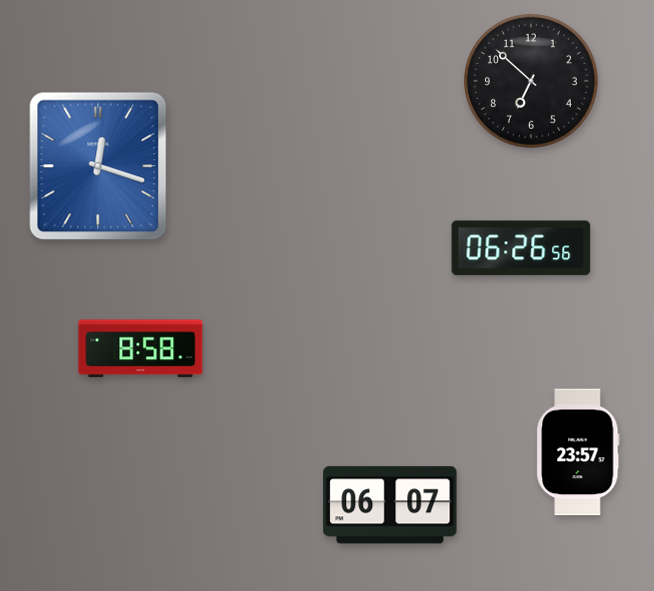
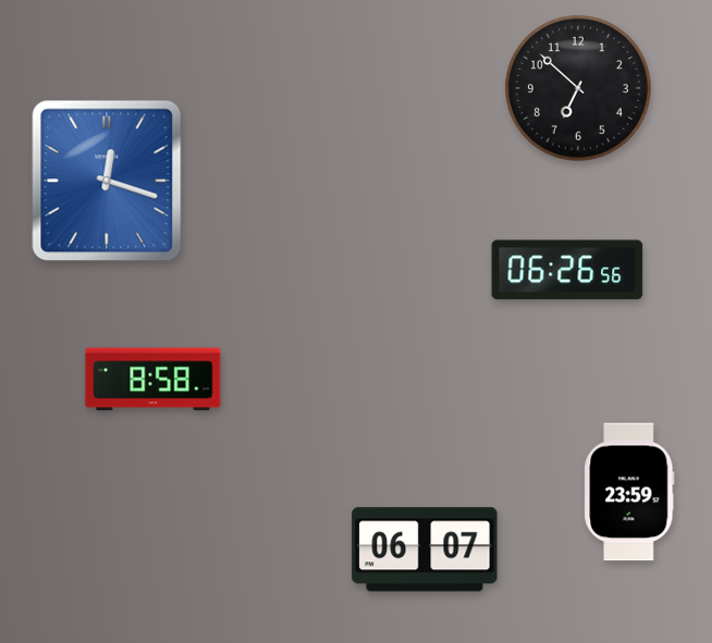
clock at (578, 452): 23:57 -> 23:59
